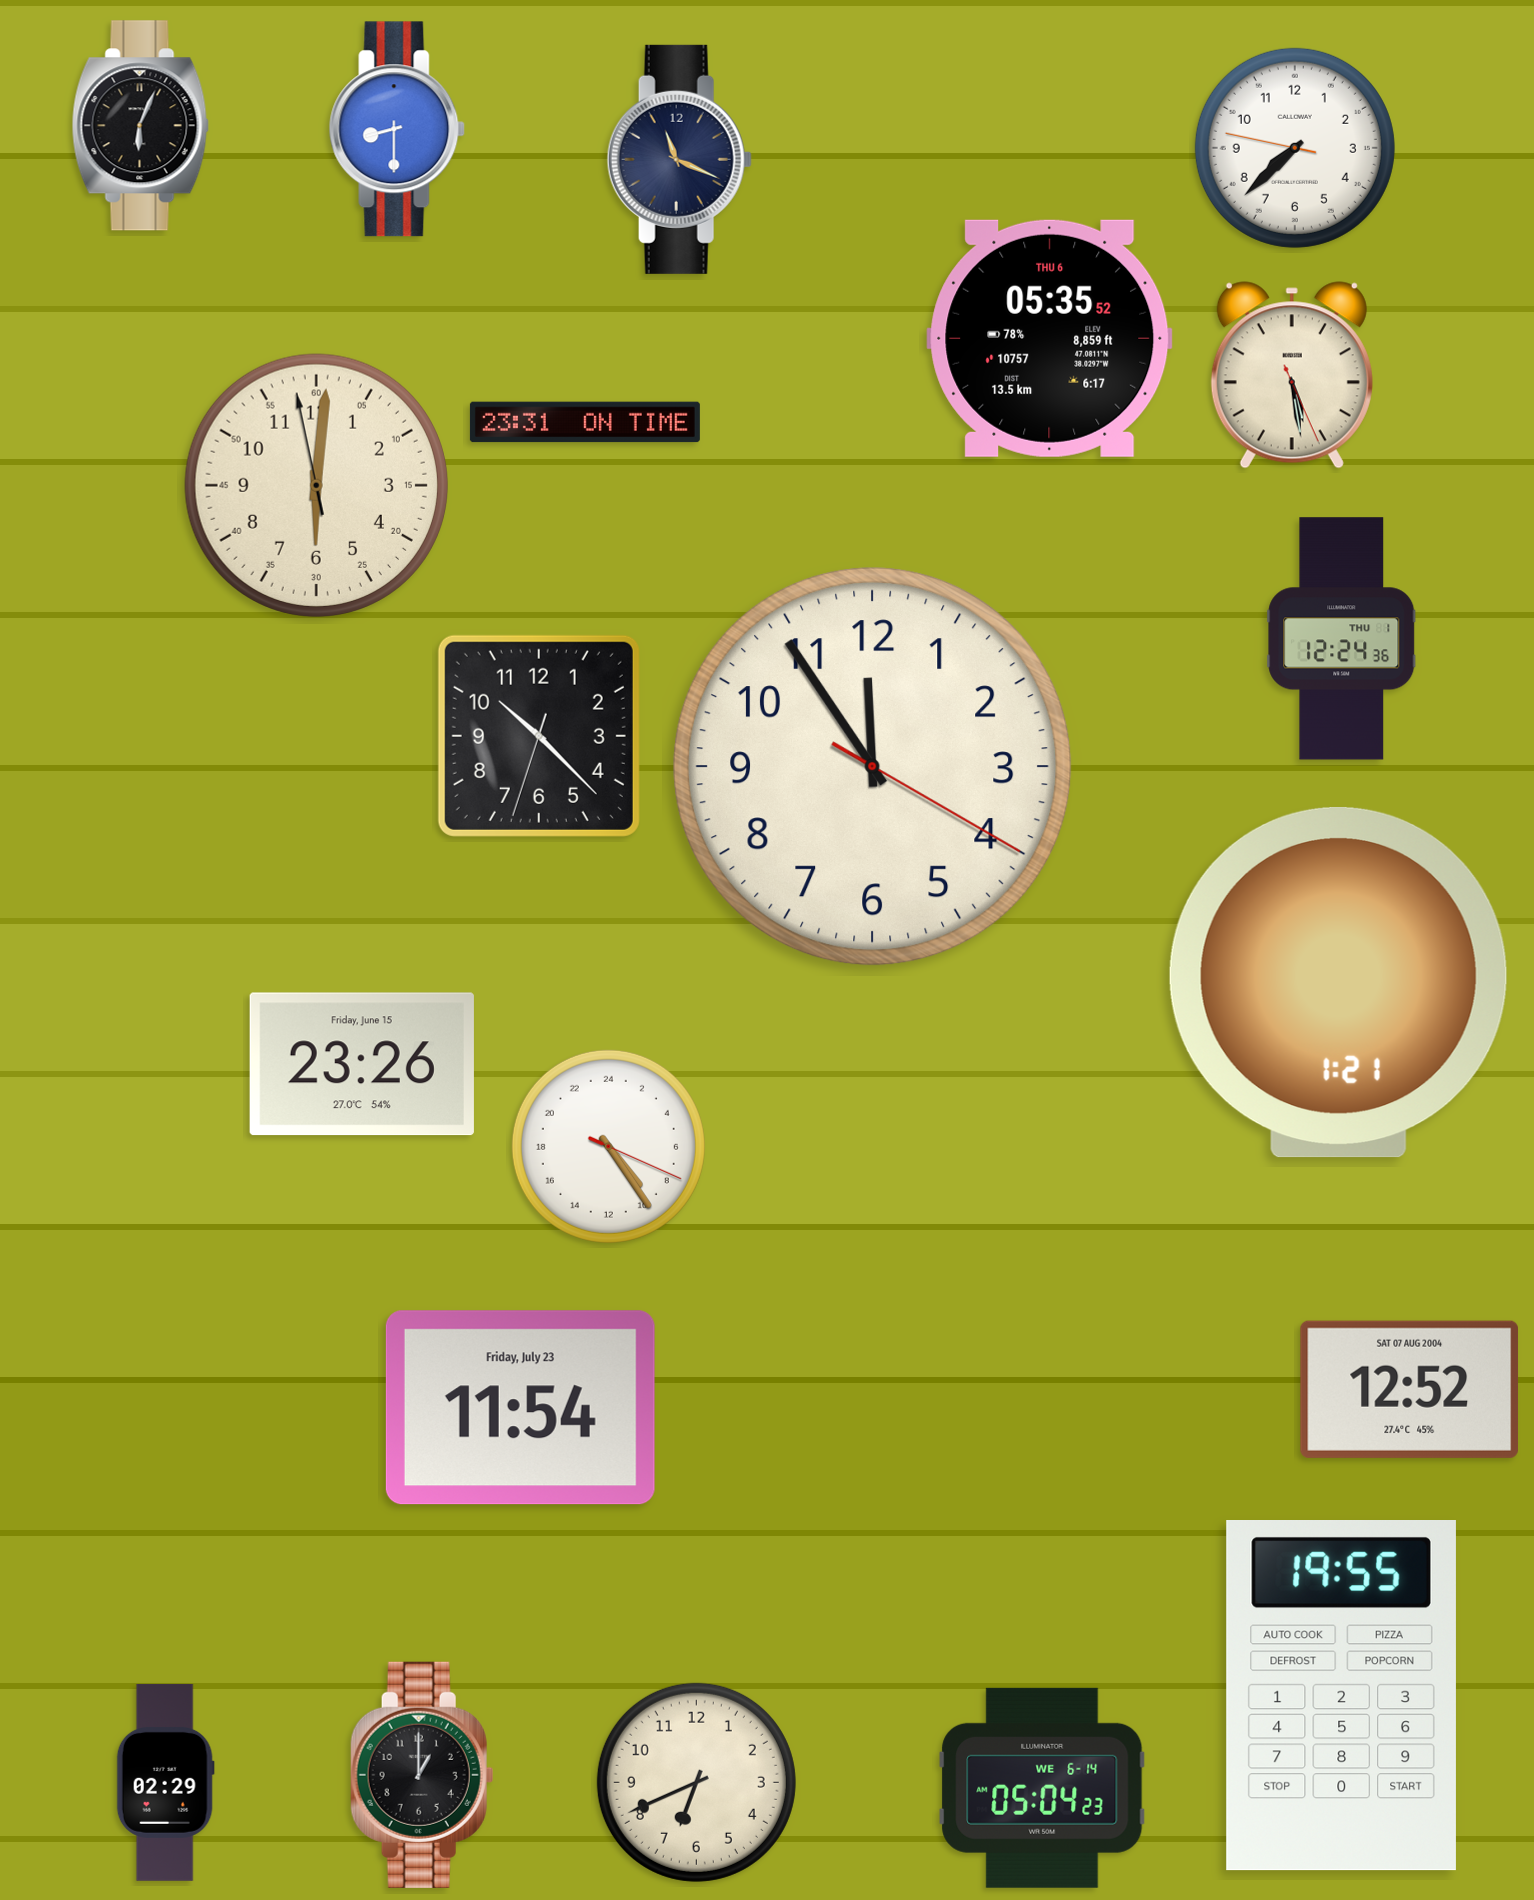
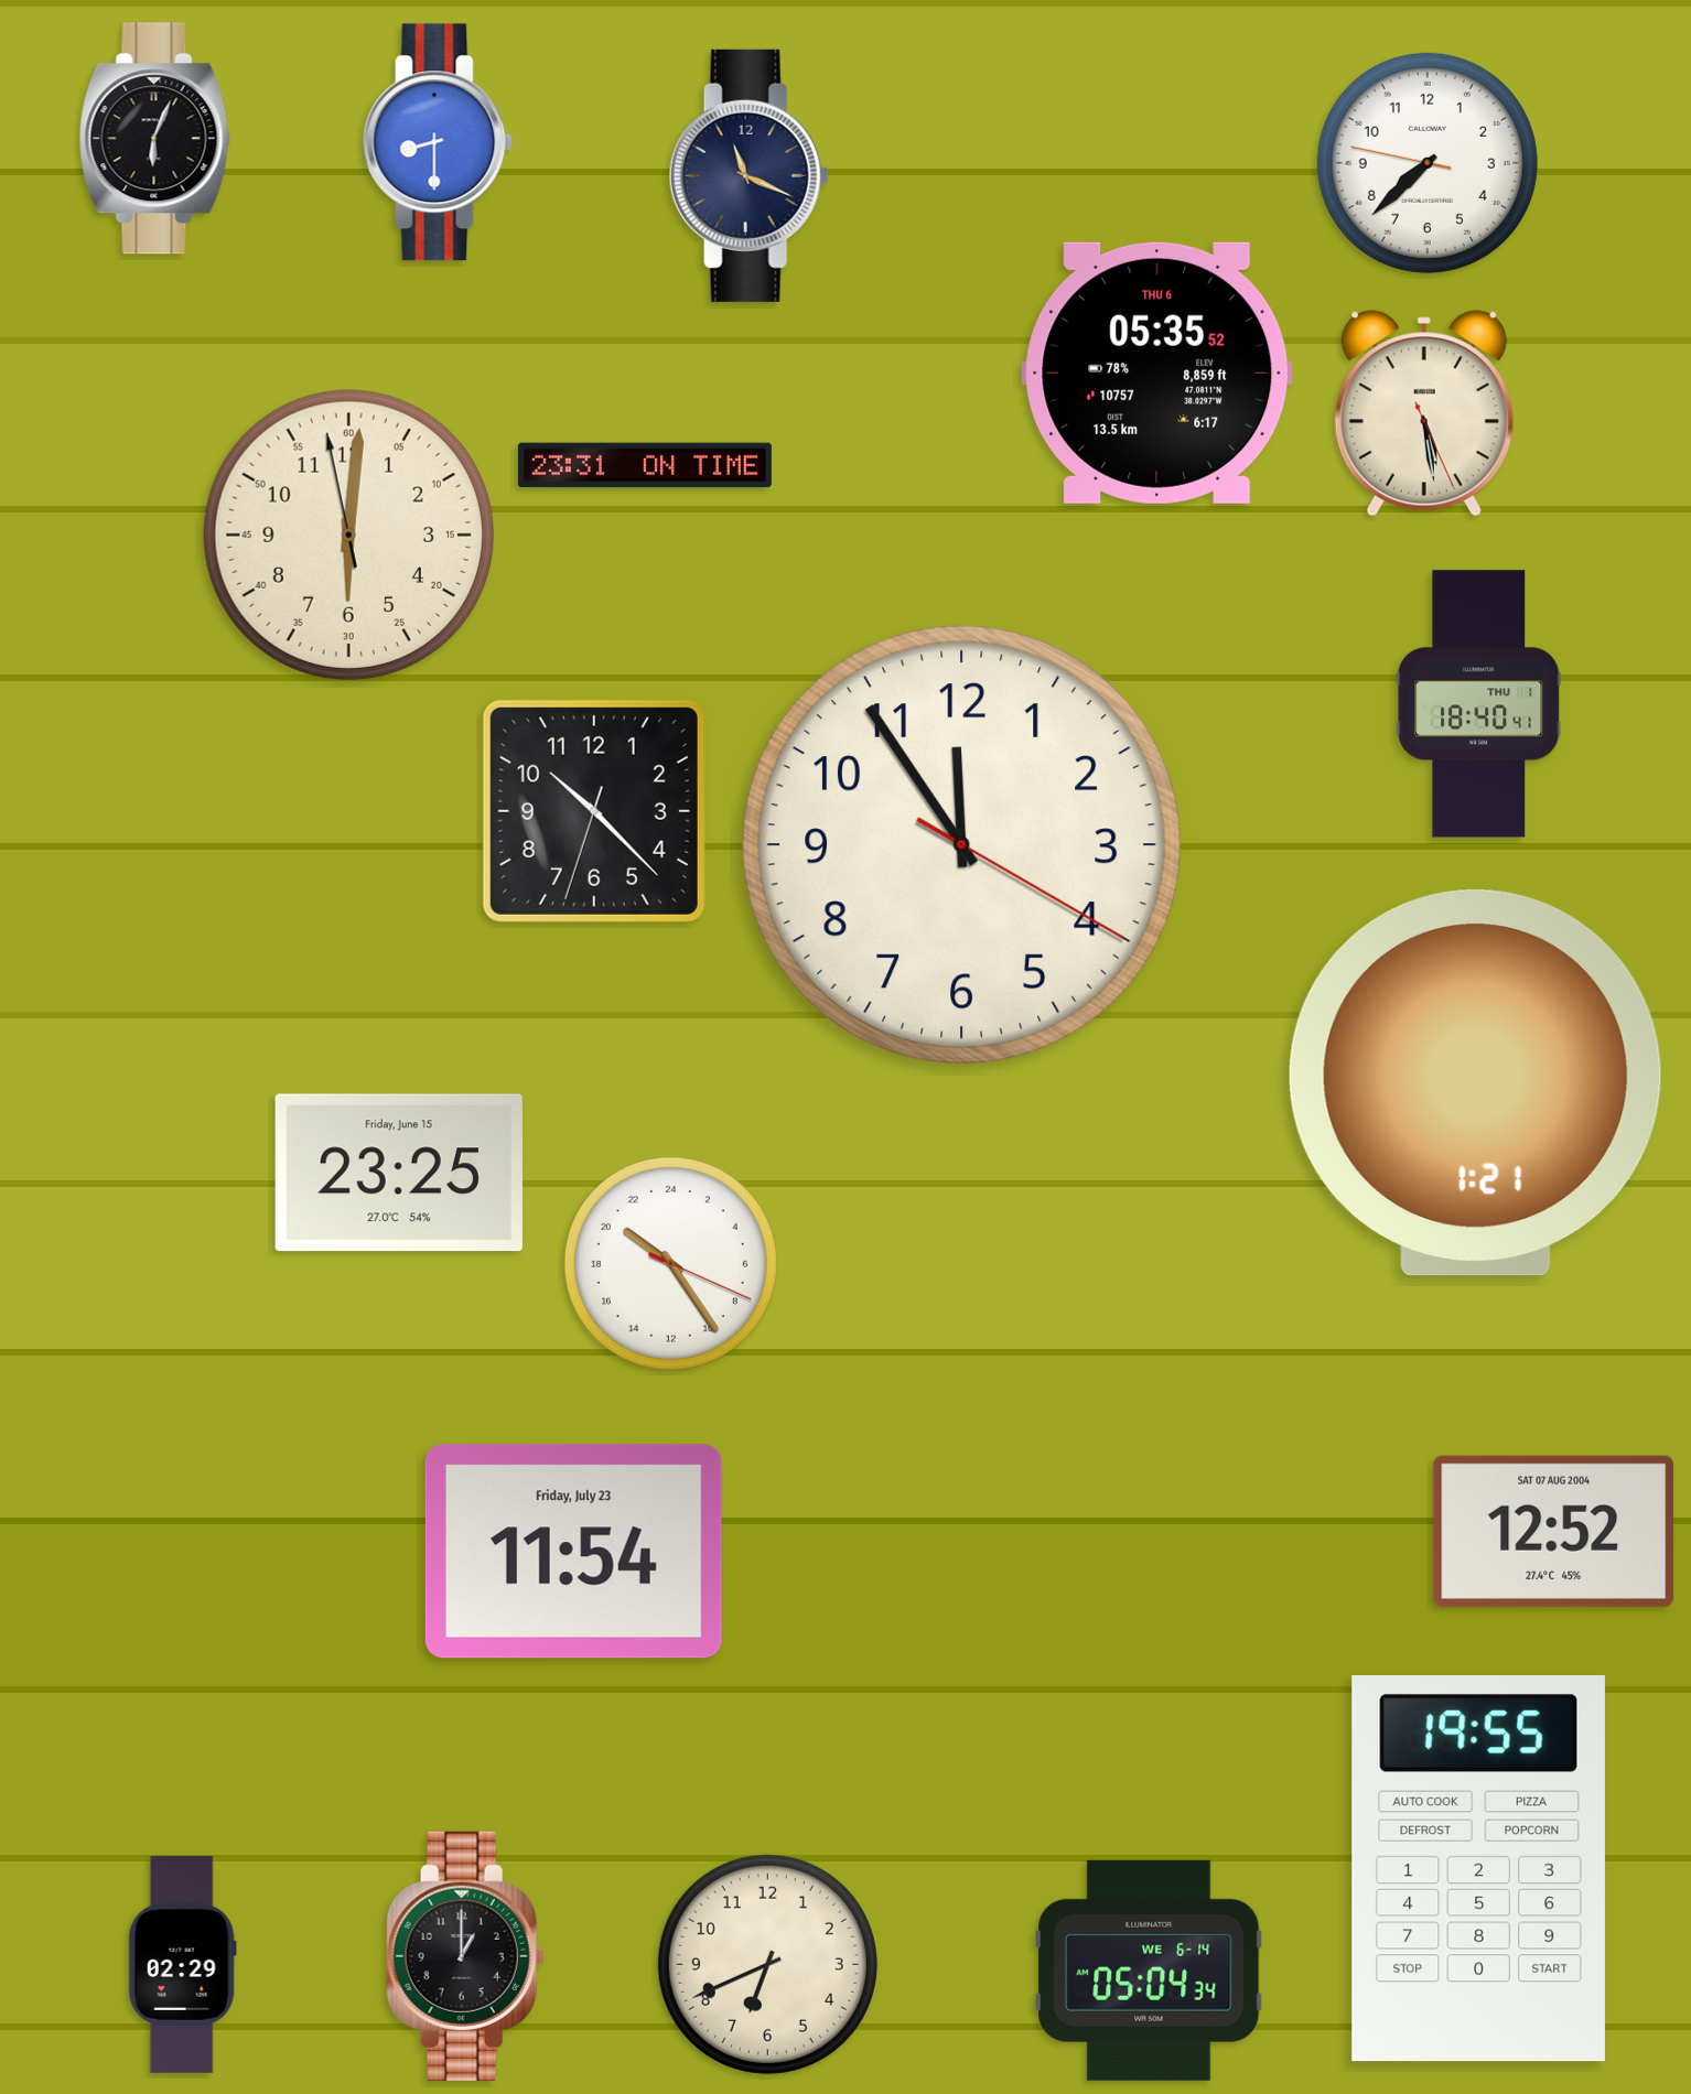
clock at (1342, 639): 12:24 -> 18:40
clock at (362, 1064): 23:26 -> 23:25
clock at (608, 1146): 9:24 -> 20:24
clock at (1042, 1788): 05:04:23 -> 05:04:34
